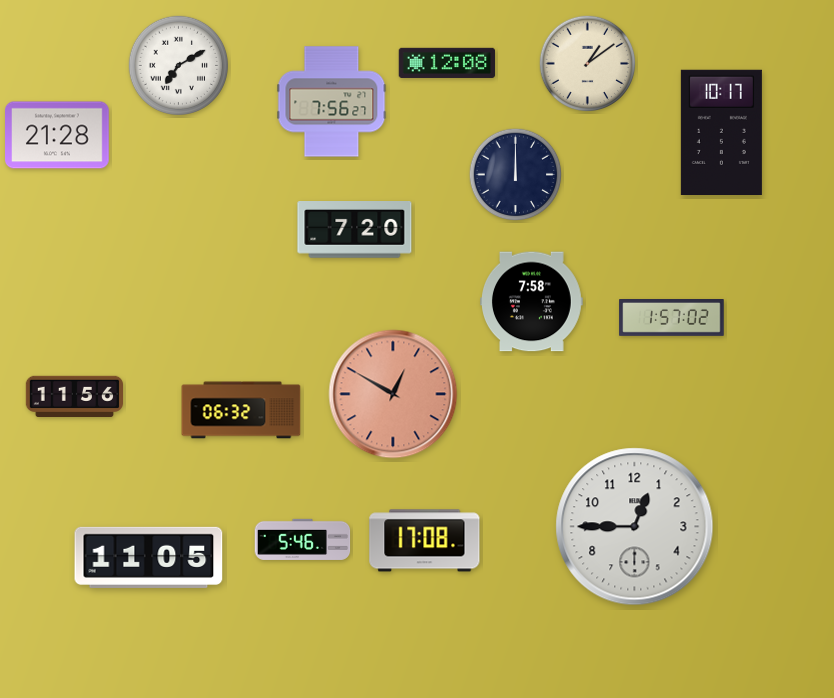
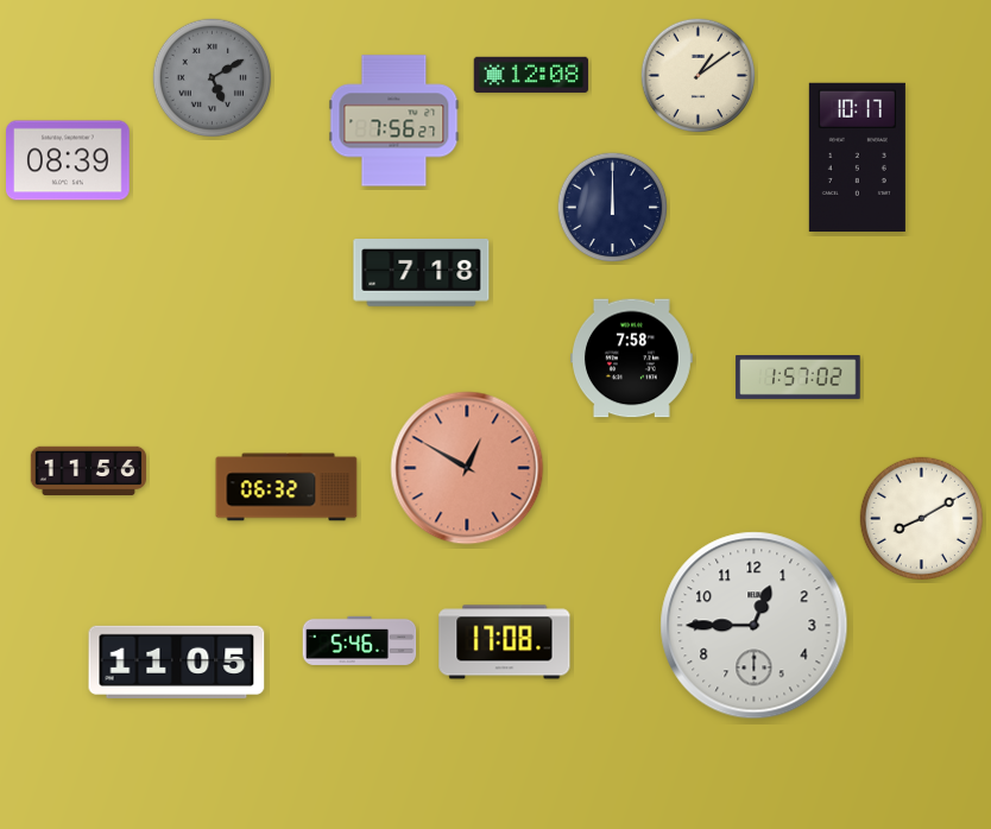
clock at (178, 65): 7:10 -> 5:10
clock at (178, 65) dial: white -> grey
clock at (58, 135): 21:28 -> 08:39
clock at (355, 230): 7:20 -> 7:18
clock at (921, 518): none -> 8:10
